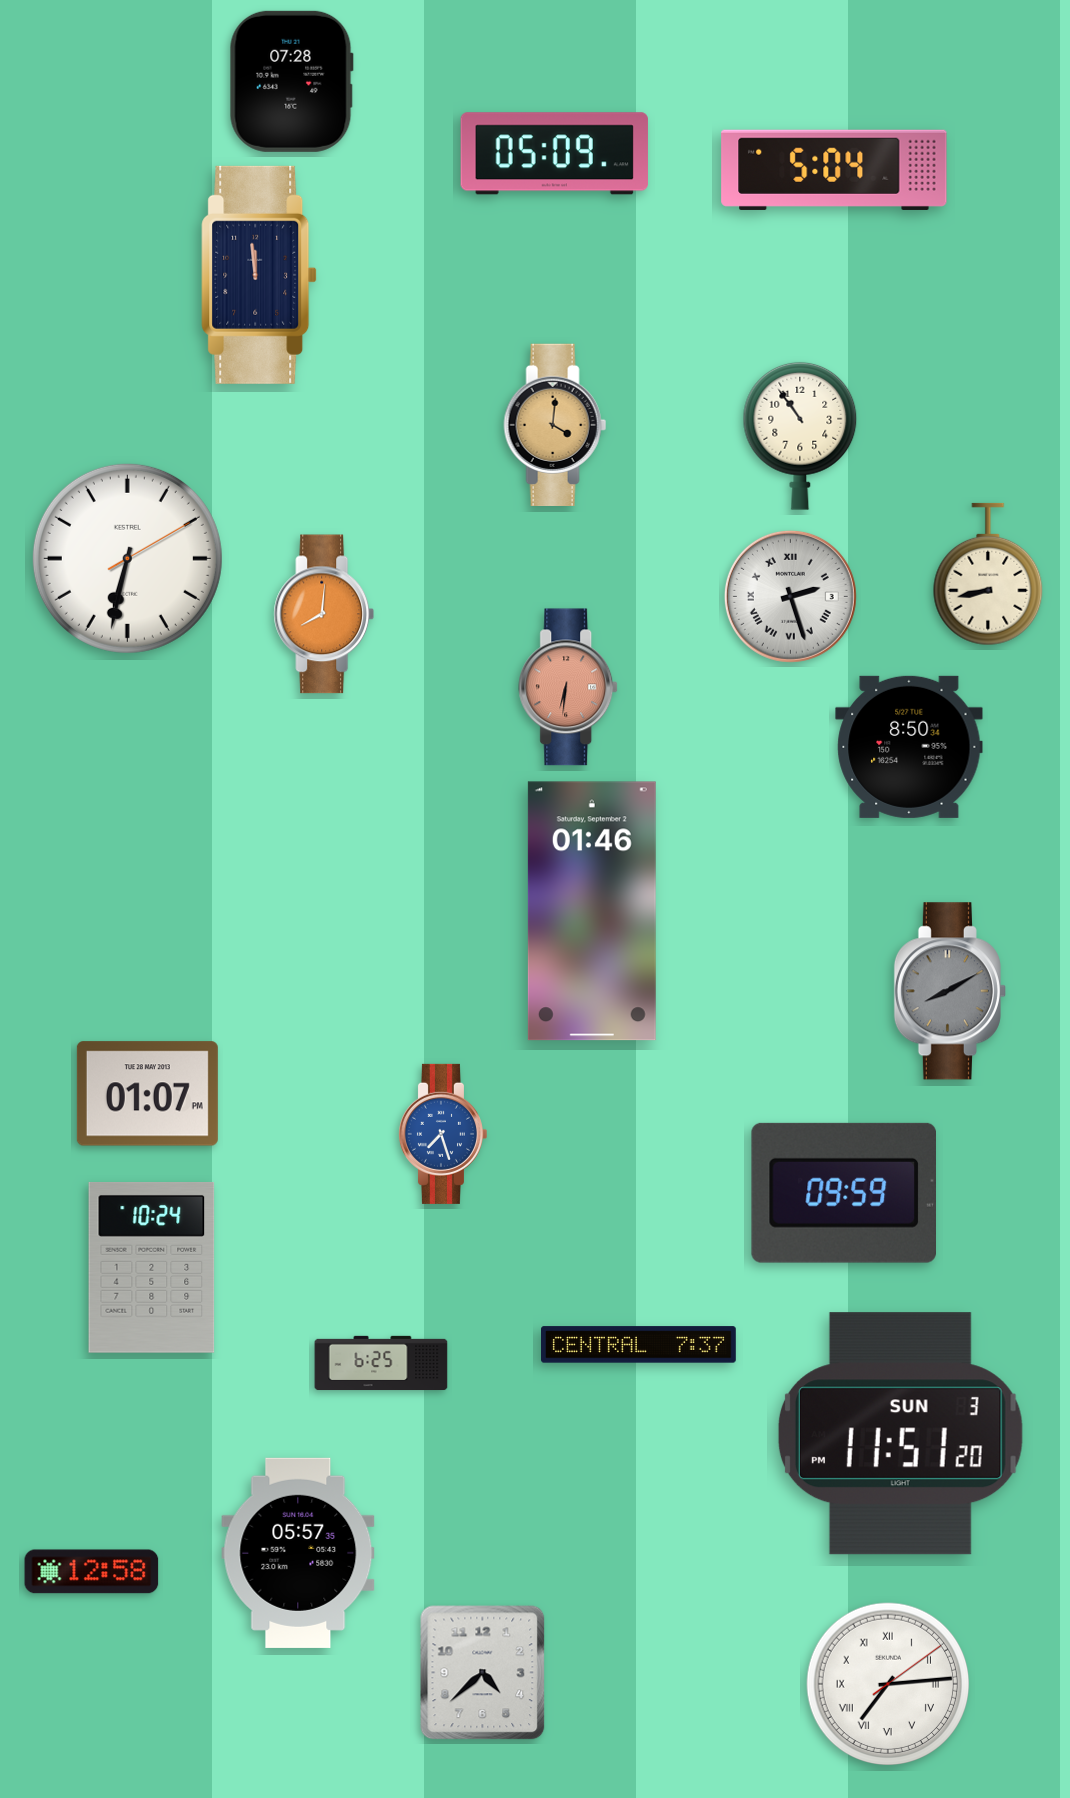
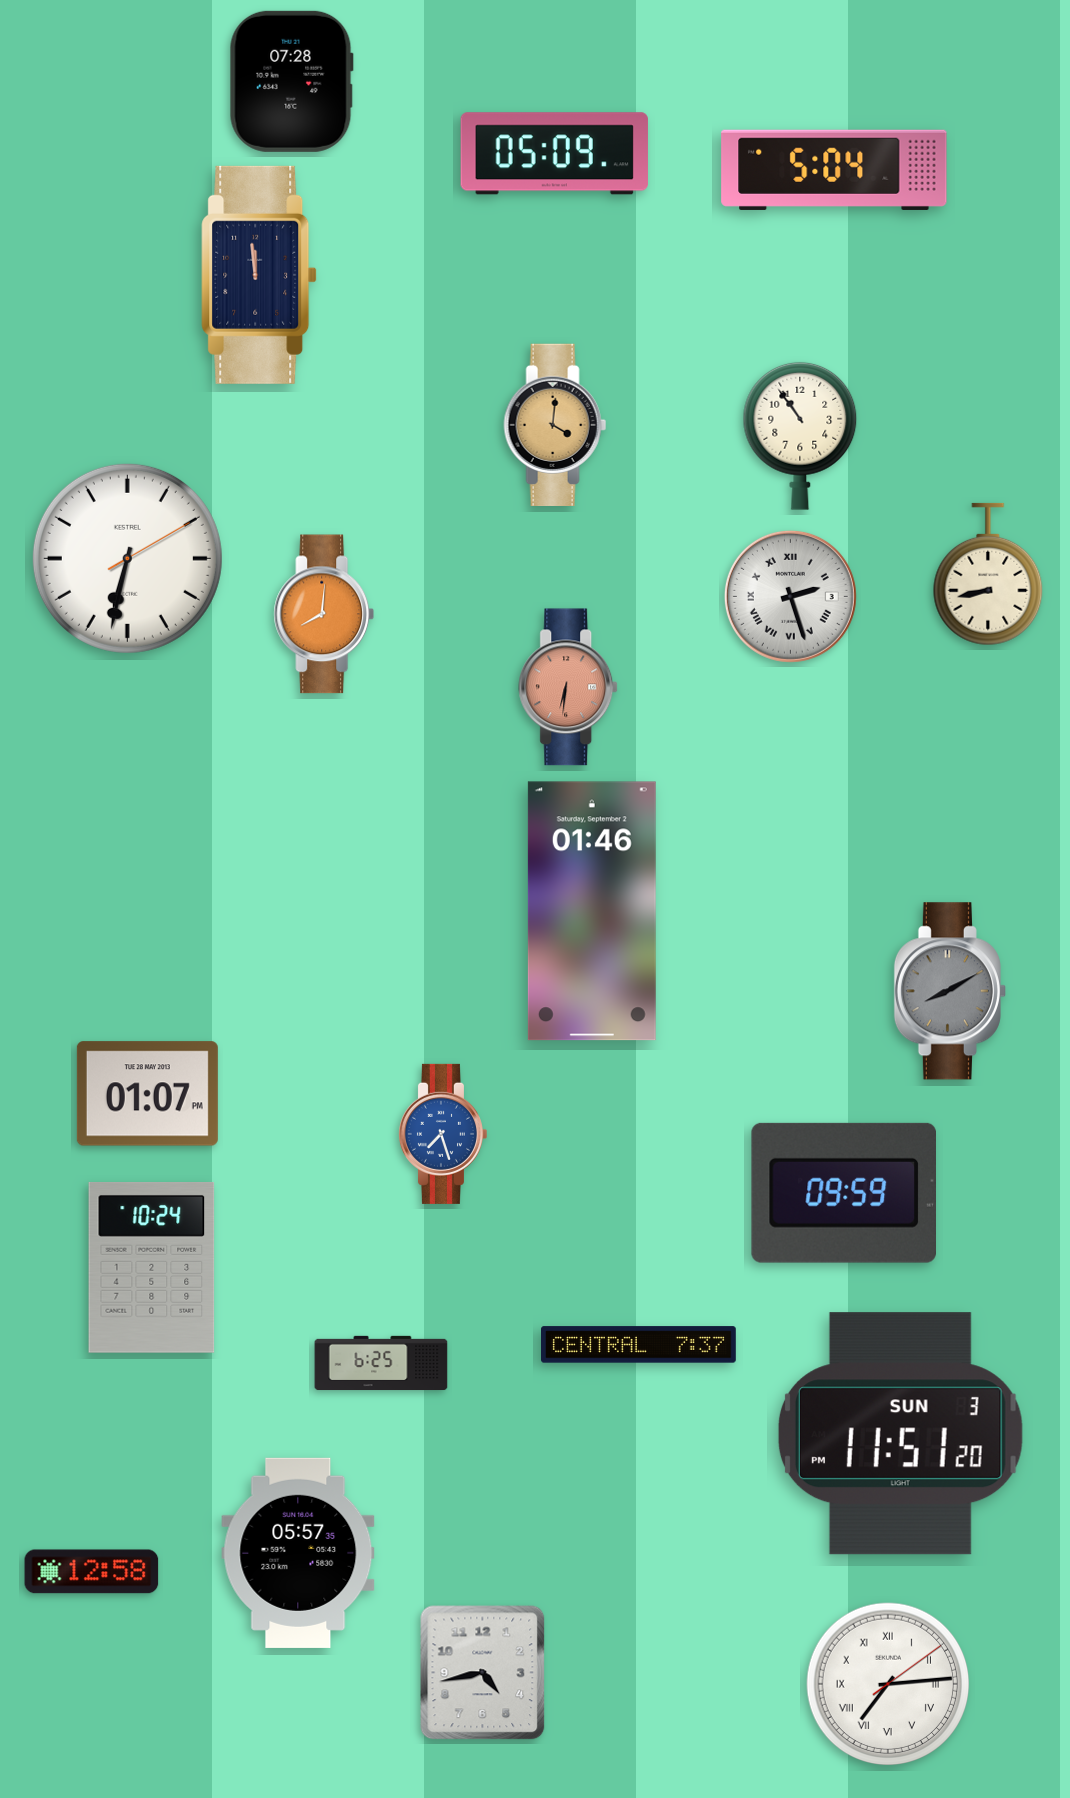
clock at (909, 747): 8:50 -> none
clock at (483, 1673): 4:38 -> 4:43
